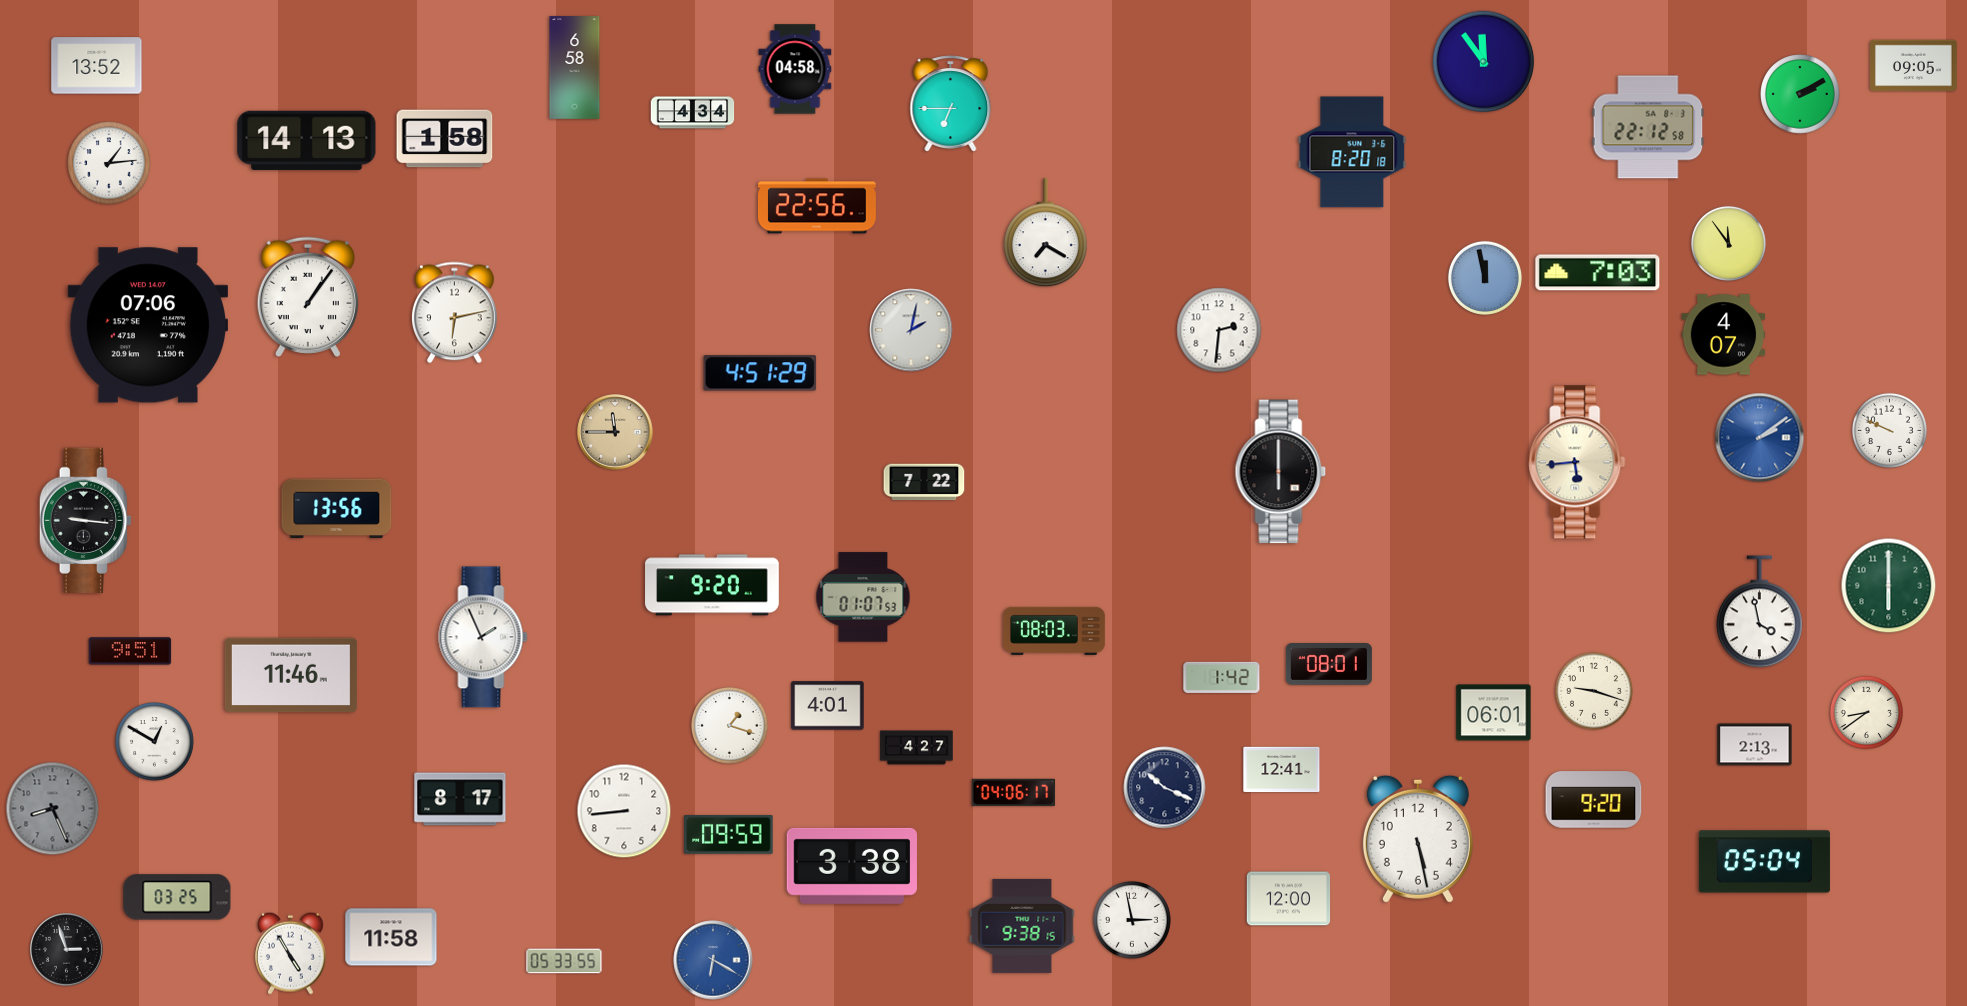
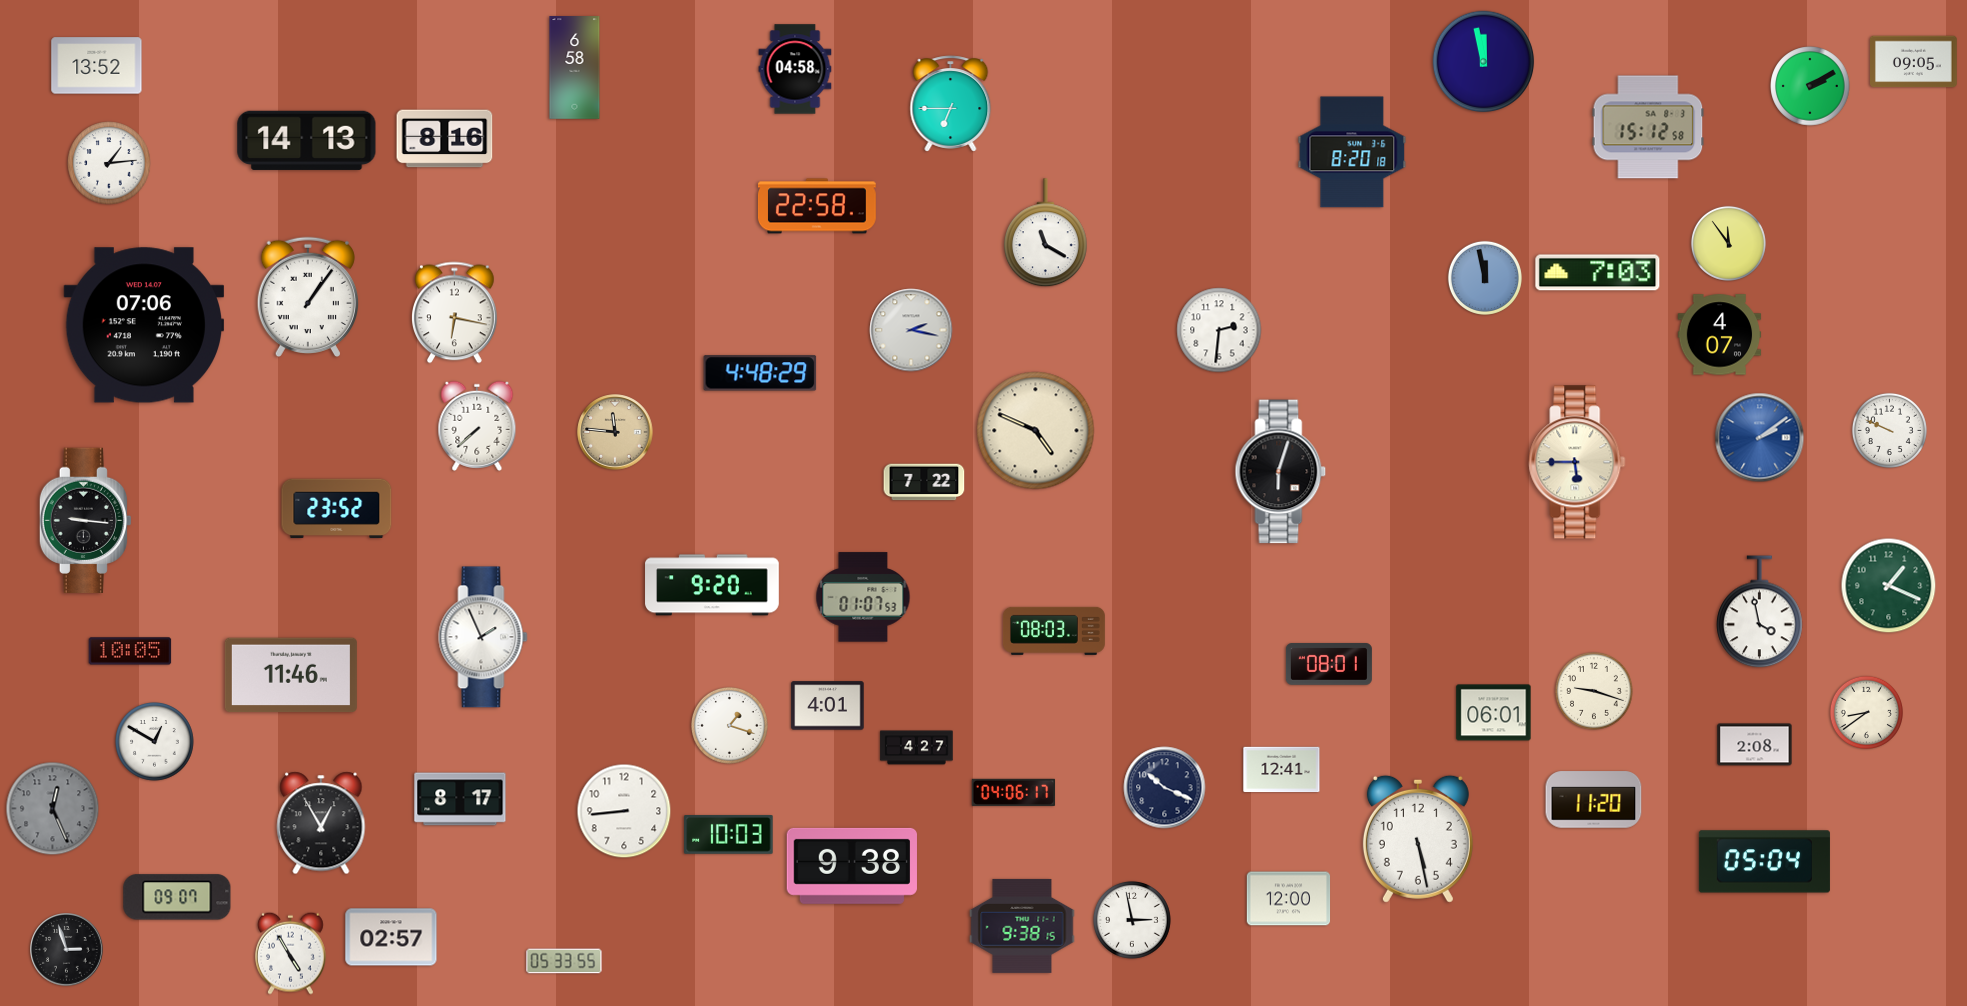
clock at (1484, 62): 11:54 -> 11:58
clock at (1914, 66) position: (1914, 66) -> (1914, 62)
clock at (1800, 94) position: (1800, 94) -> (1810, 86)
clock at (693, 113): 4:34 -> none
clock at (1648, 127): 22:12 -> 15:12
clock at (445, 139): 1:58 -> 8:16
clock at (817, 206): 22:56 -> 22:58
clock at (1045, 233): 7:20 -> 11:20
clock at (455, 313): 6:13 -> 6:17
clock at (147, 325) position: (147, 325) -> (143, 325)
clock at (911, 330): 2:02 -> 2:17
clock at (1724, 335) position: (1724, 335) -> (1720, 335)
clock at (760, 373): 4:51 -> 4:48
clock at (477, 426): none -> 7:38
clock at (1036, 431): none -> 4:49
clock at (615, 432): 11:45 -> 11:46
clock at (1577, 462): 5:44 -> 5:45
clock at (1281, 472): 6:00 -> 6:03
clock at (337, 509): 13:56 -> 23:52
clock at (1889, 586): 6:00 -> 1:19
clock at (130, 651): 9:51 -> 10:05
clock at (1222, 677): 1:42 -> none
clock at (1755, 745): 2:13 -> 2:08
clock at (1594, 800): 9:20 -> 11:20
clock at (53, 809): 8:26 -> 12:26
clock at (321, 823): none -> 12:55
clock at (729, 835): 09:59 -> 10:03
clock at (852, 866): 3:38 -> 9:38
clock at (177, 897): 03:25 -> 09:07
clock at (391, 937): 11:58 -> 02:57
clock at (713, 960): 6:20 -> none
